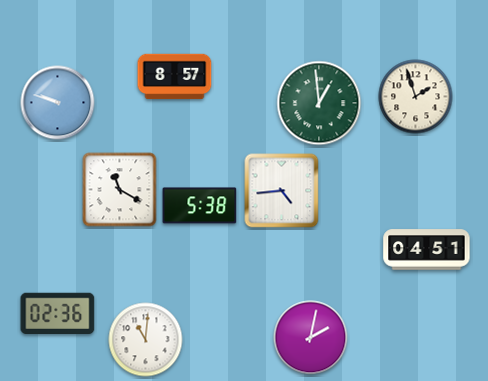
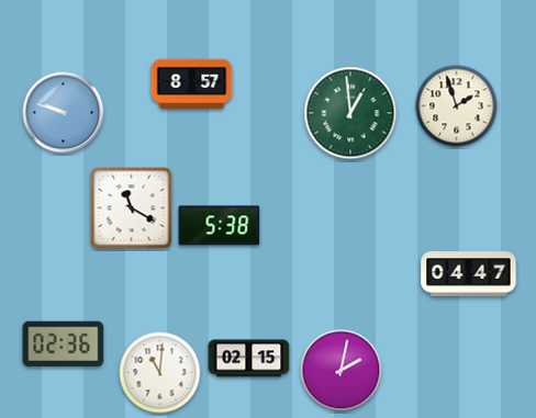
clock at (282, 191): 4:44 -> none
clock at (427, 250): 04:51 -> 04:47
clock at (249, 359): none -> 02:15
